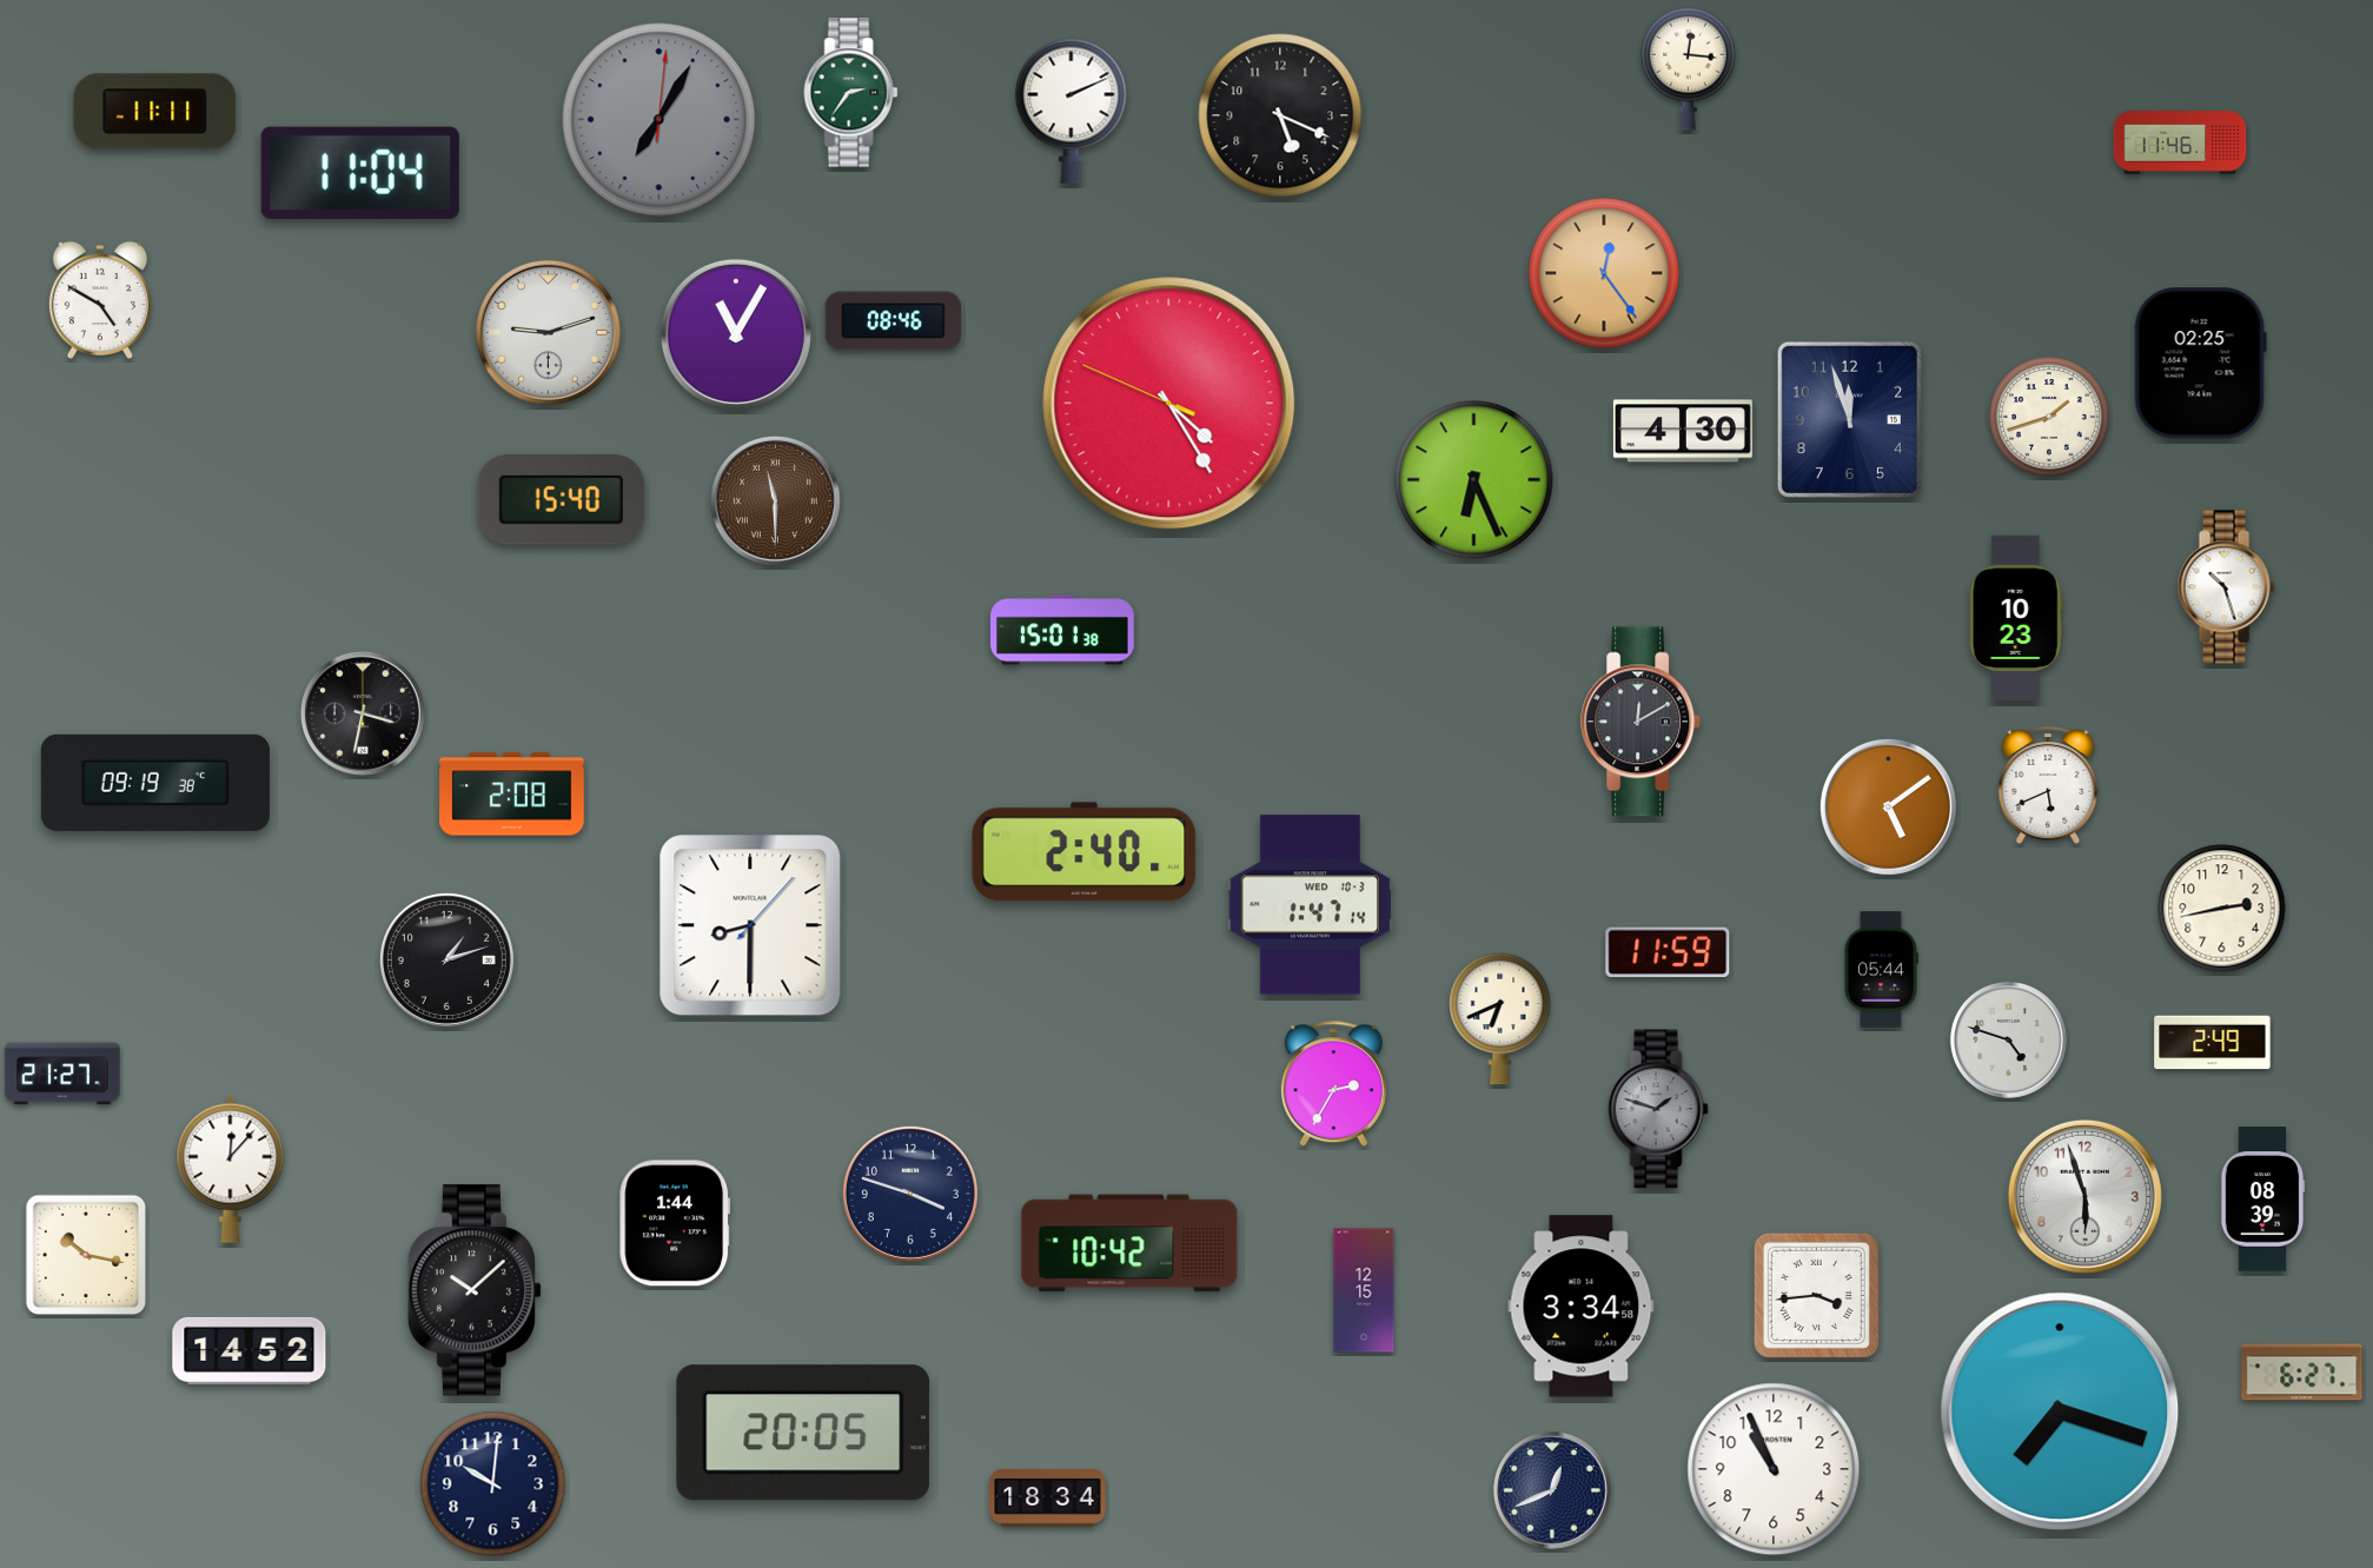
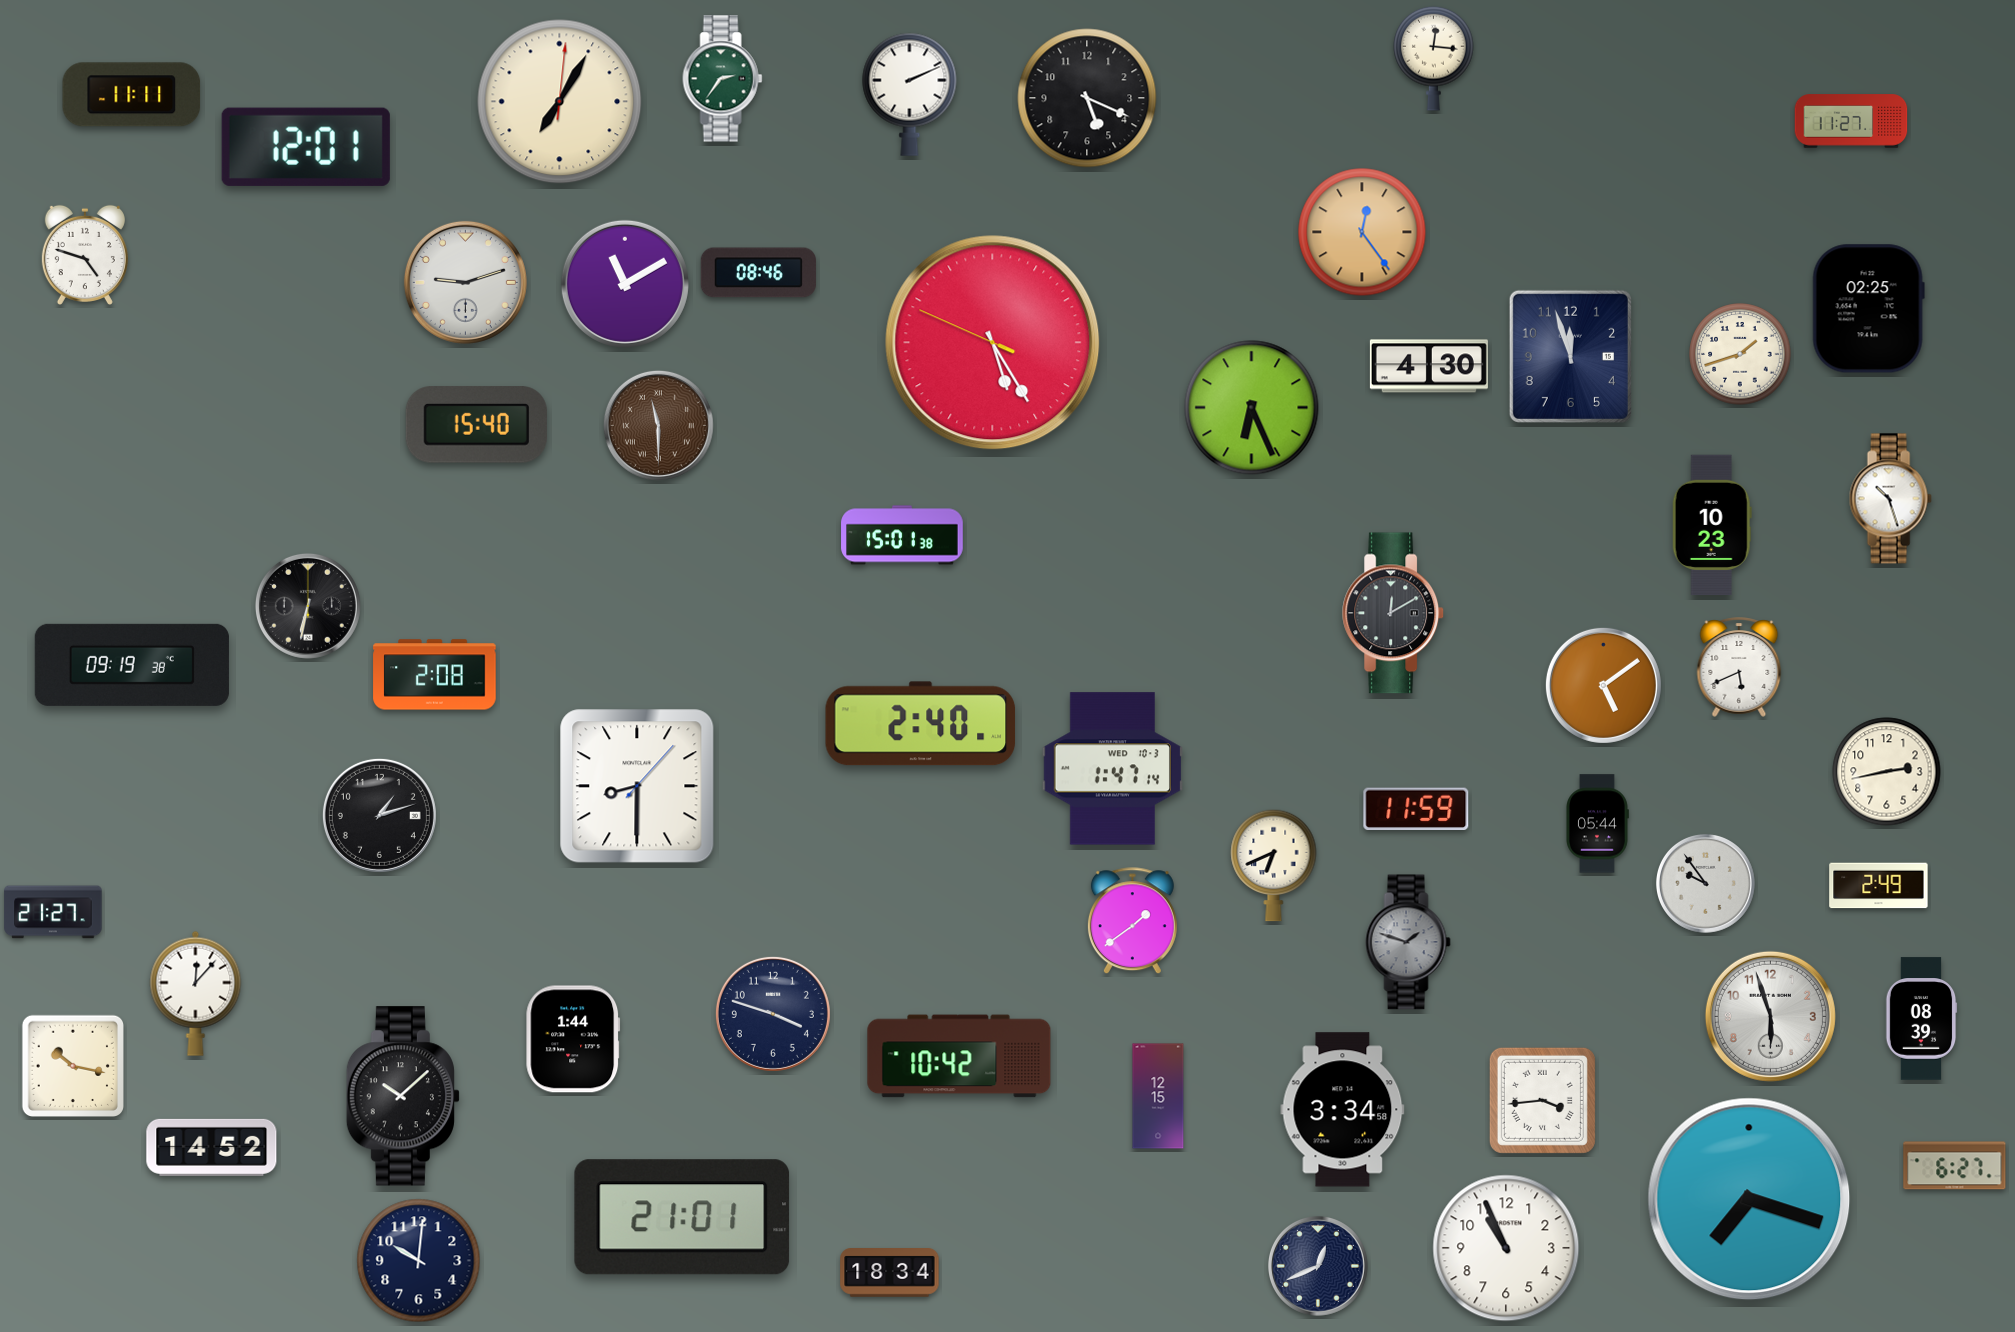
clock at (659, 120) dial: grey -> cream
clock at (2180, 142): 11:46 -> 11:27
clock at (360, 173): 11:04 -> 12:01
clock at (100, 299): 4:50 -> 4:48
clock at (736, 334): 11:05 -> 11:10
clock at (1169, 404): 4:24 -> 5:24
clock at (363, 713): 3:32 -> 6:32
clock at (2008, 1039): 4:48 -> 9:54
clock at (1333, 1084): 2:35 -> 1:39
clock at (803, 1433): 20:05 -> 21:01
